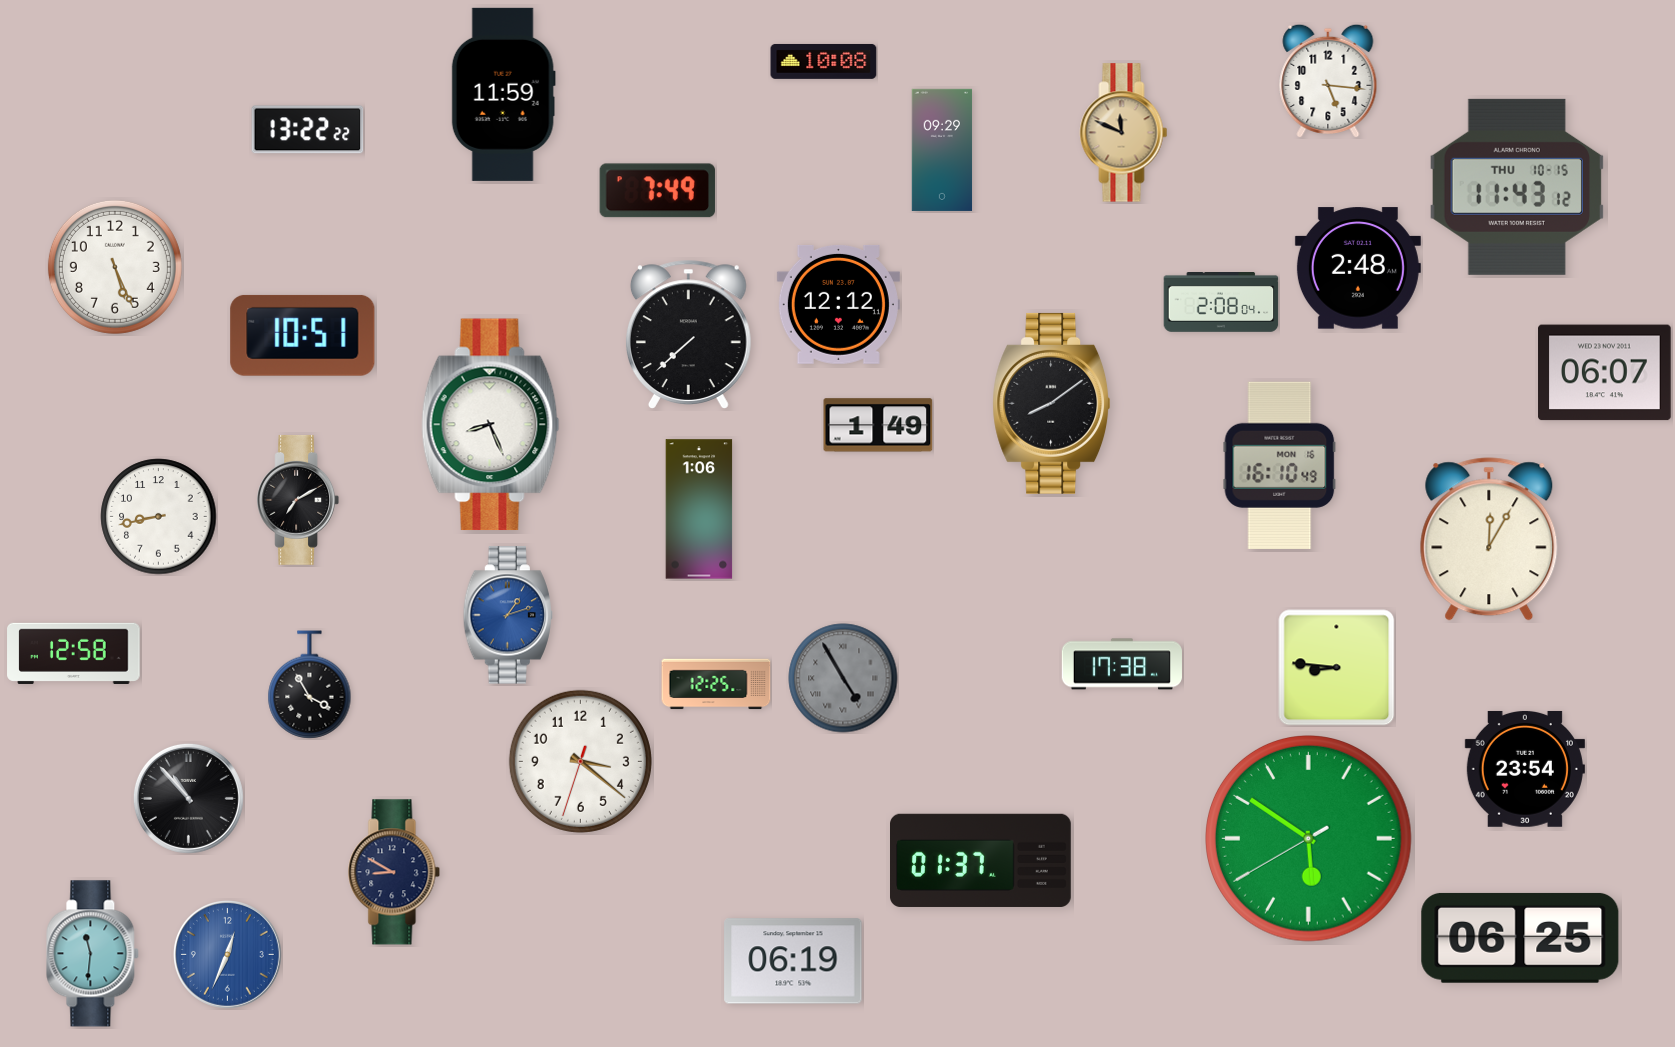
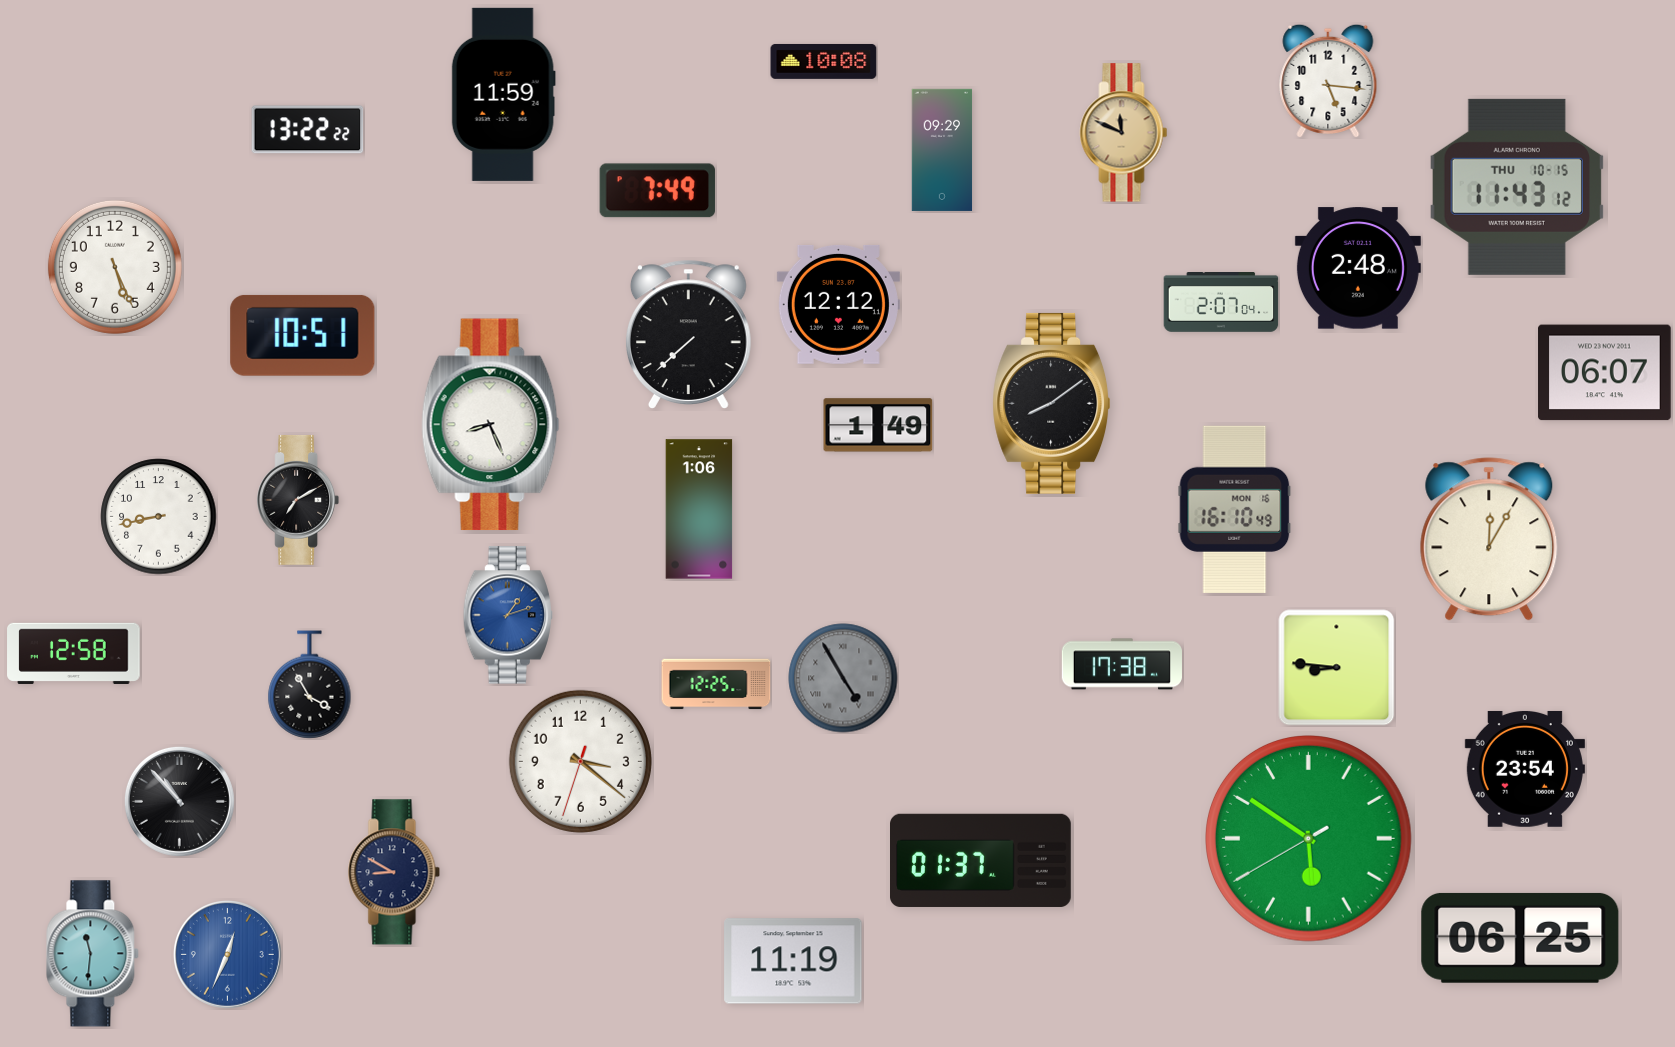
clock at (1221, 303): 2:08 -> 2:07
clock at (1280, 465) position: (1280, 465) -> (1235, 509)
clock at (188, 798) position: (188, 798) -> (179, 801)
clock at (793, 961): 06:19 -> 11:19
